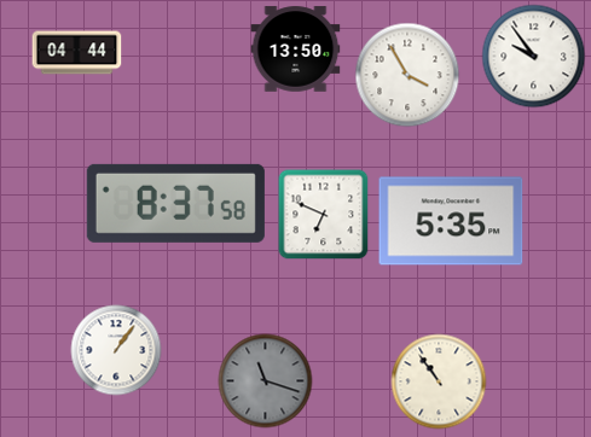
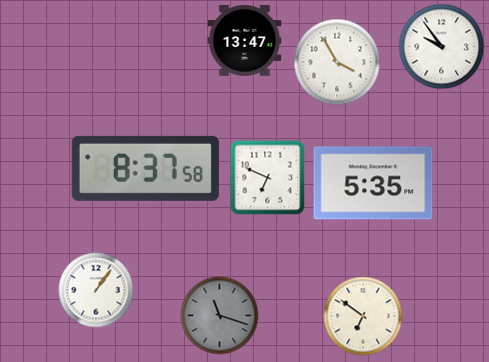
clock at (296, 49): 13:50 -> 13:47
clock at (77, 53): 04:44 -> none
clock at (439, 381): 10:54 -> 6:51
